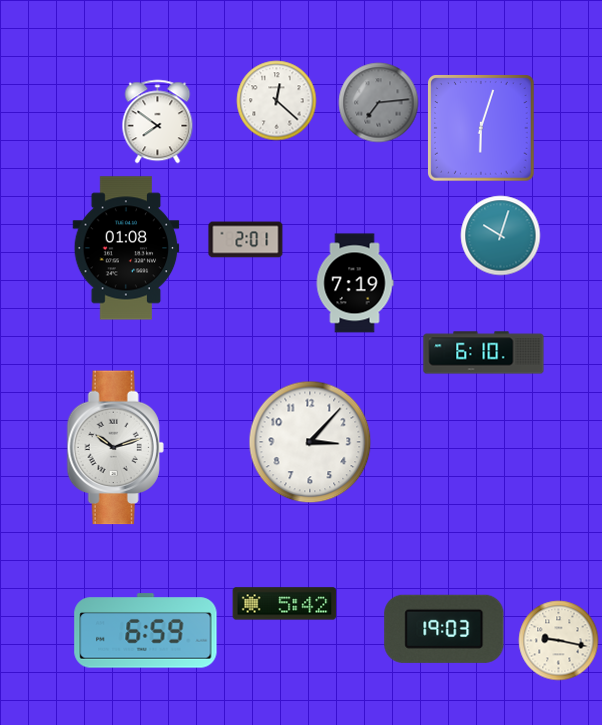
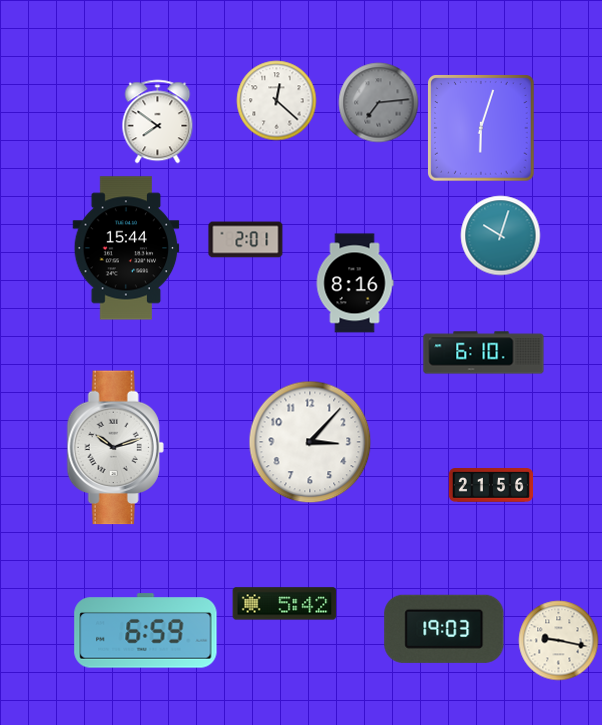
clock at (126, 248): 01:08 -> 15:44
clock at (355, 283): 7:19 -> 8:16
clock at (490, 485): none -> 21:56
